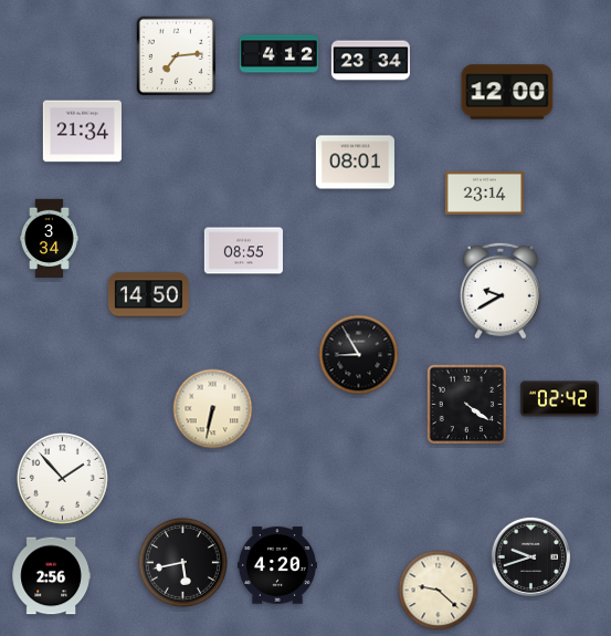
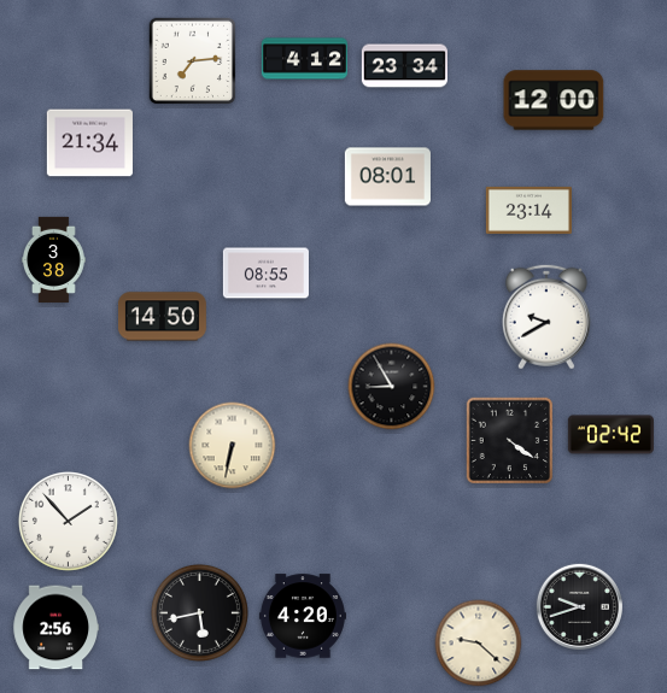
clock at (50, 238): 3:34 -> 3:38
clock at (148, 295) position: (148, 295) -> (162, 317)
